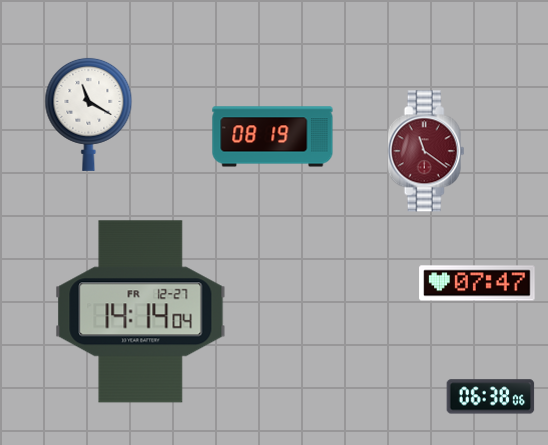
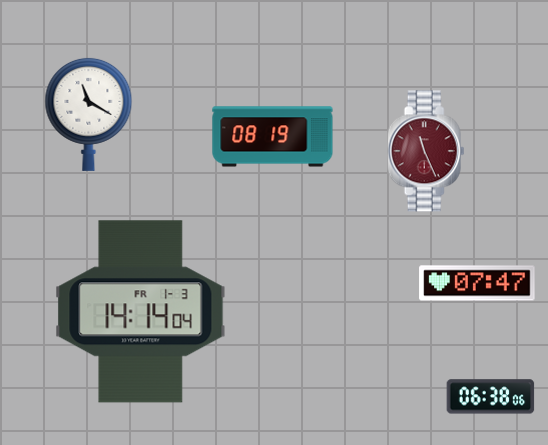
clock at (426, 151): 11:21 -> 11:26
clock at (141, 312) date: FR 12-27 -> FR 1-3
